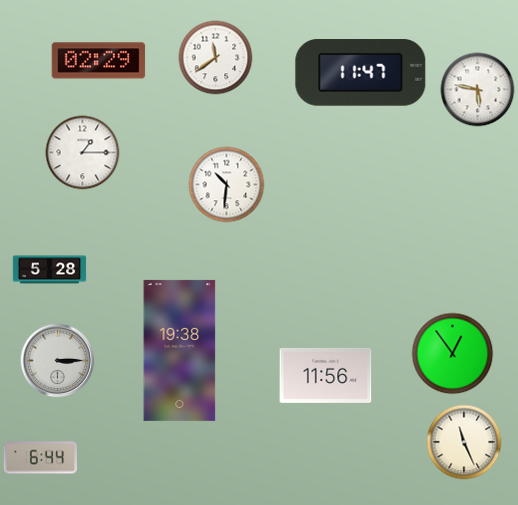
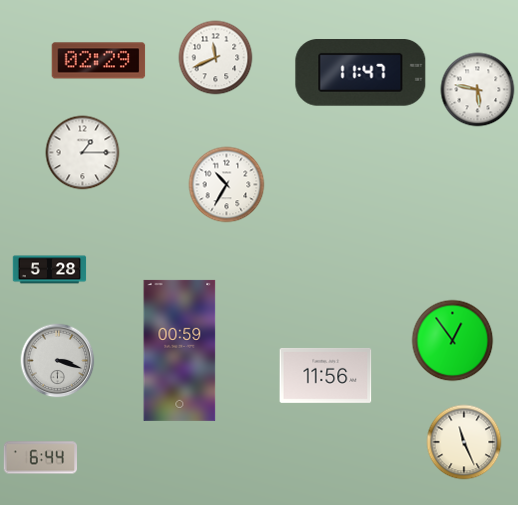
clock at (216, 58): 11:39 -> 11:41
clock at (227, 185): 10:31 -> 10:35
clock at (180, 350): 19:38 -> 00:59
clock at (453, 354) position: (453, 354) -> (453, 341)
clock at (58, 361): 3:15 -> 3:18
